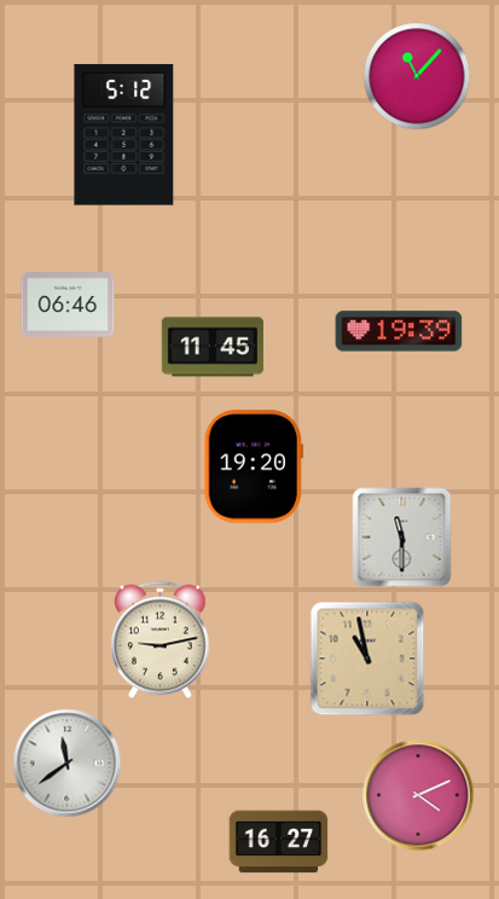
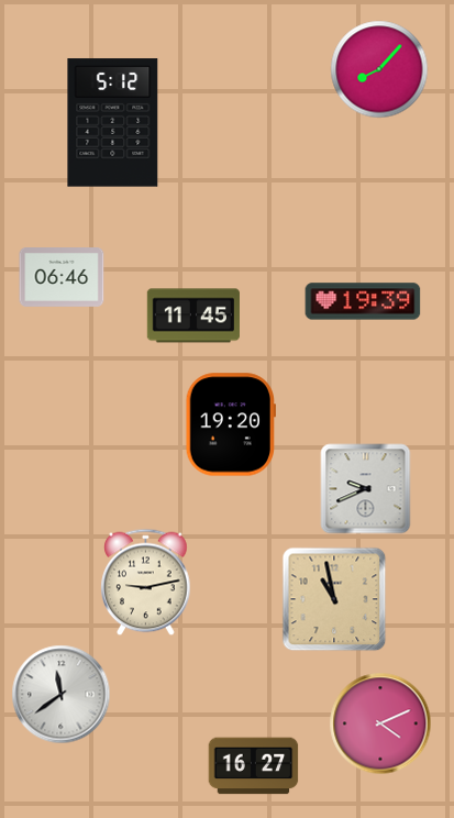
clock at (417, 76): 11:07 -> 8:07
clock at (402, 538): 11:30 -> 9:41
